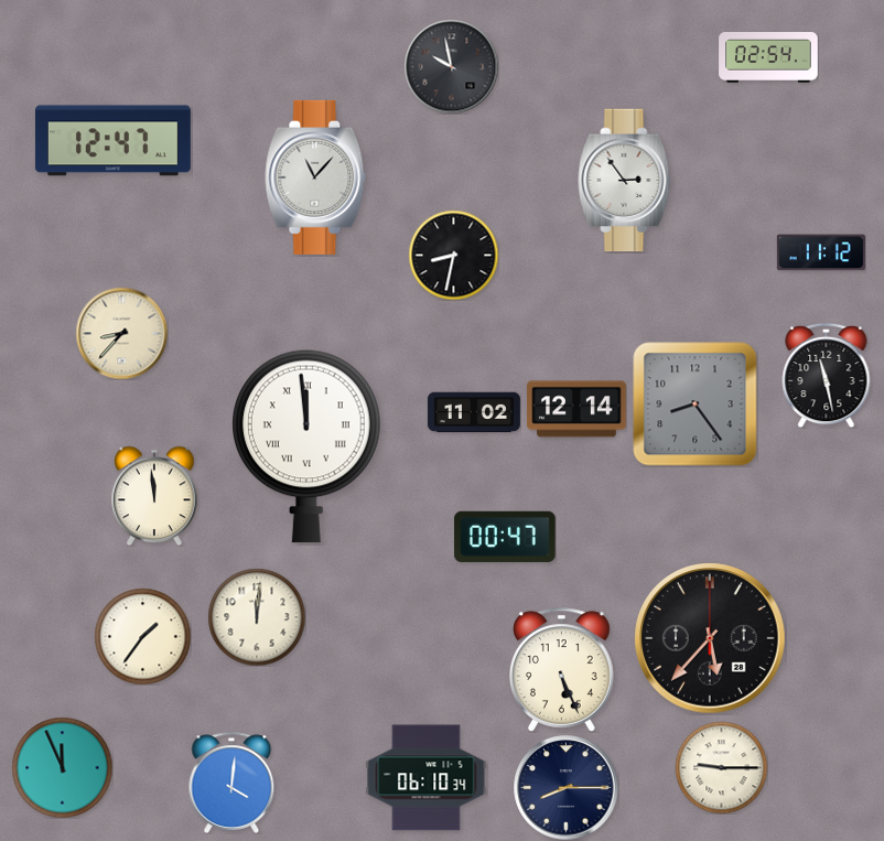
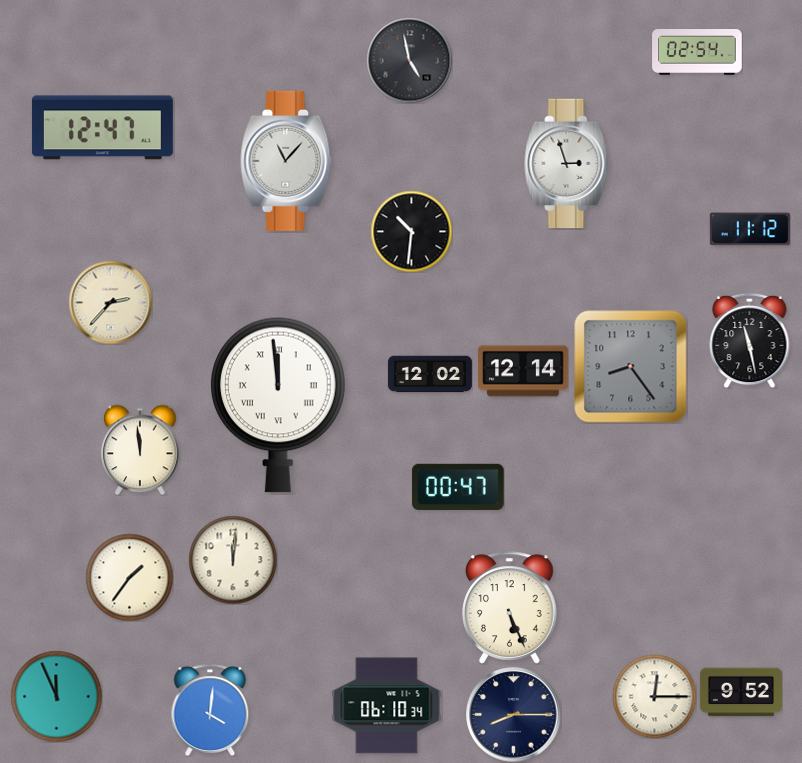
clock at (451, 66): 9:58 -> 4:58
clock at (625, 181): 2:54 -> 2:57
clock at (821, 252) position: (821, 252) -> (750, 229)
clock at (453, 255): 8:32 -> 10:31
clock at (121, 333): 8:37 -> 2:37
clock at (474, 412): 11:02 -> 12:02
clock at (710, 638): 5:37 -> none
clock at (741, 692): none -> 9:52
clock at (721, 767): 9:15 -> 12:15
